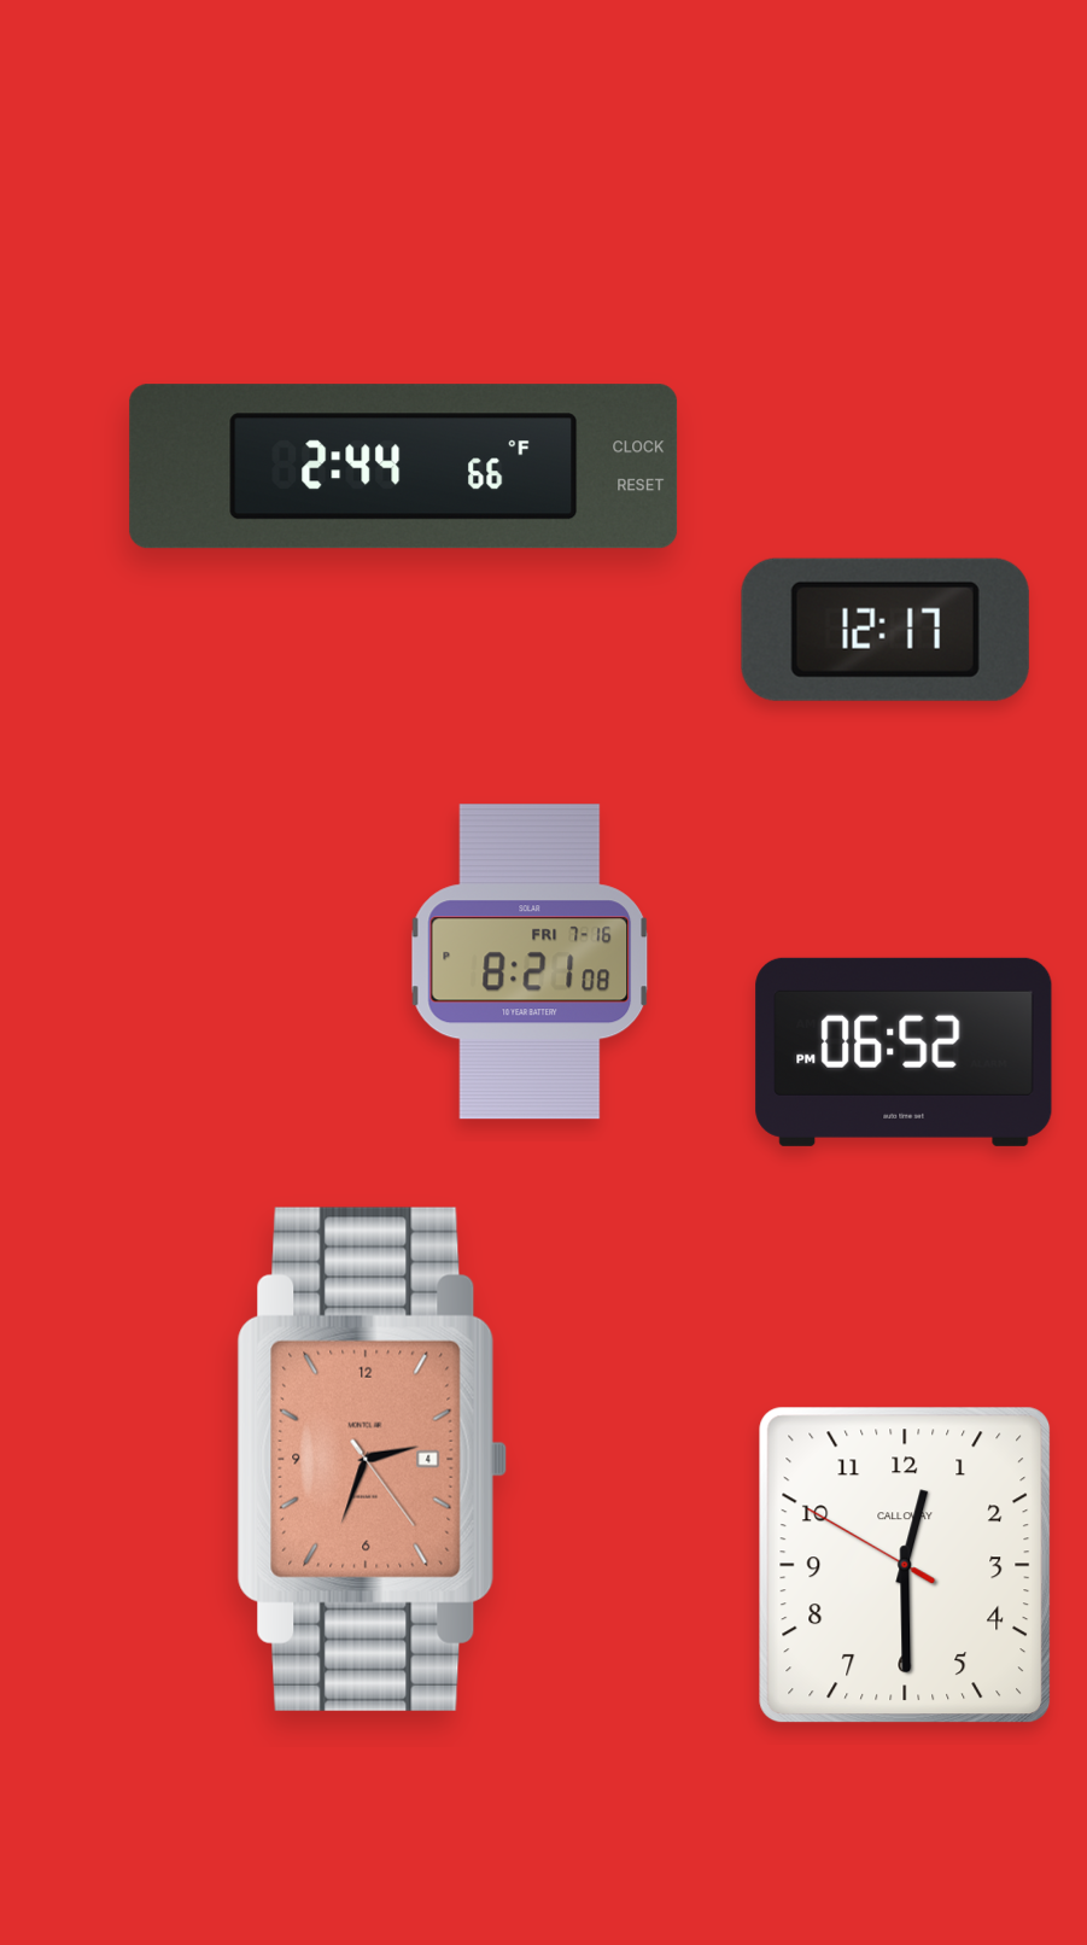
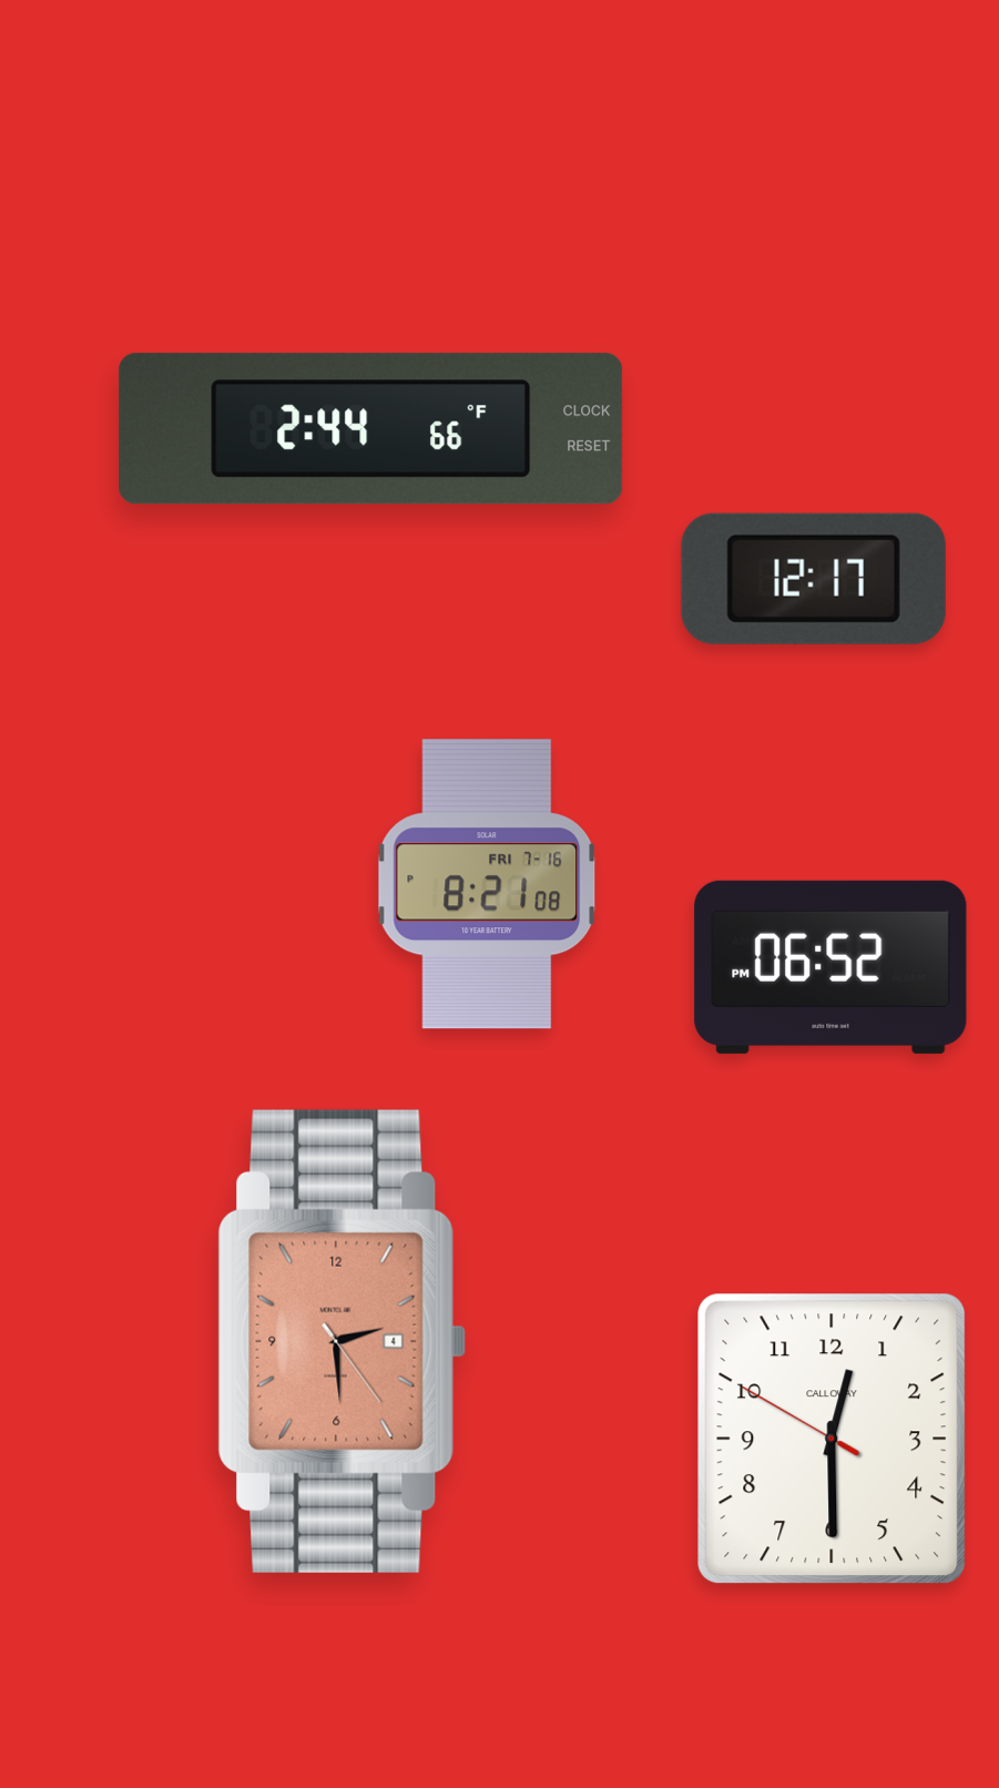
clock at (372, 1459): 2:33 -> 2:29
